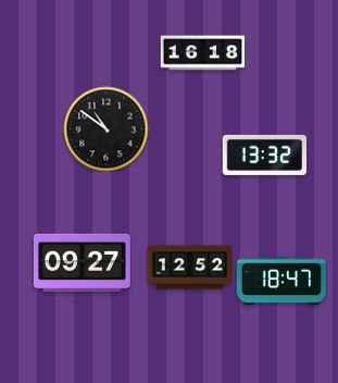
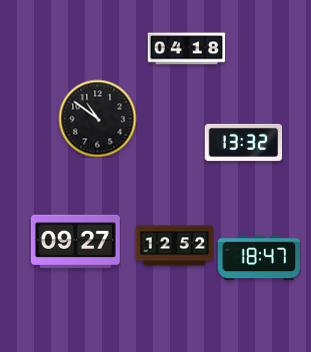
clock at (202, 53): 16:18 -> 04:18
